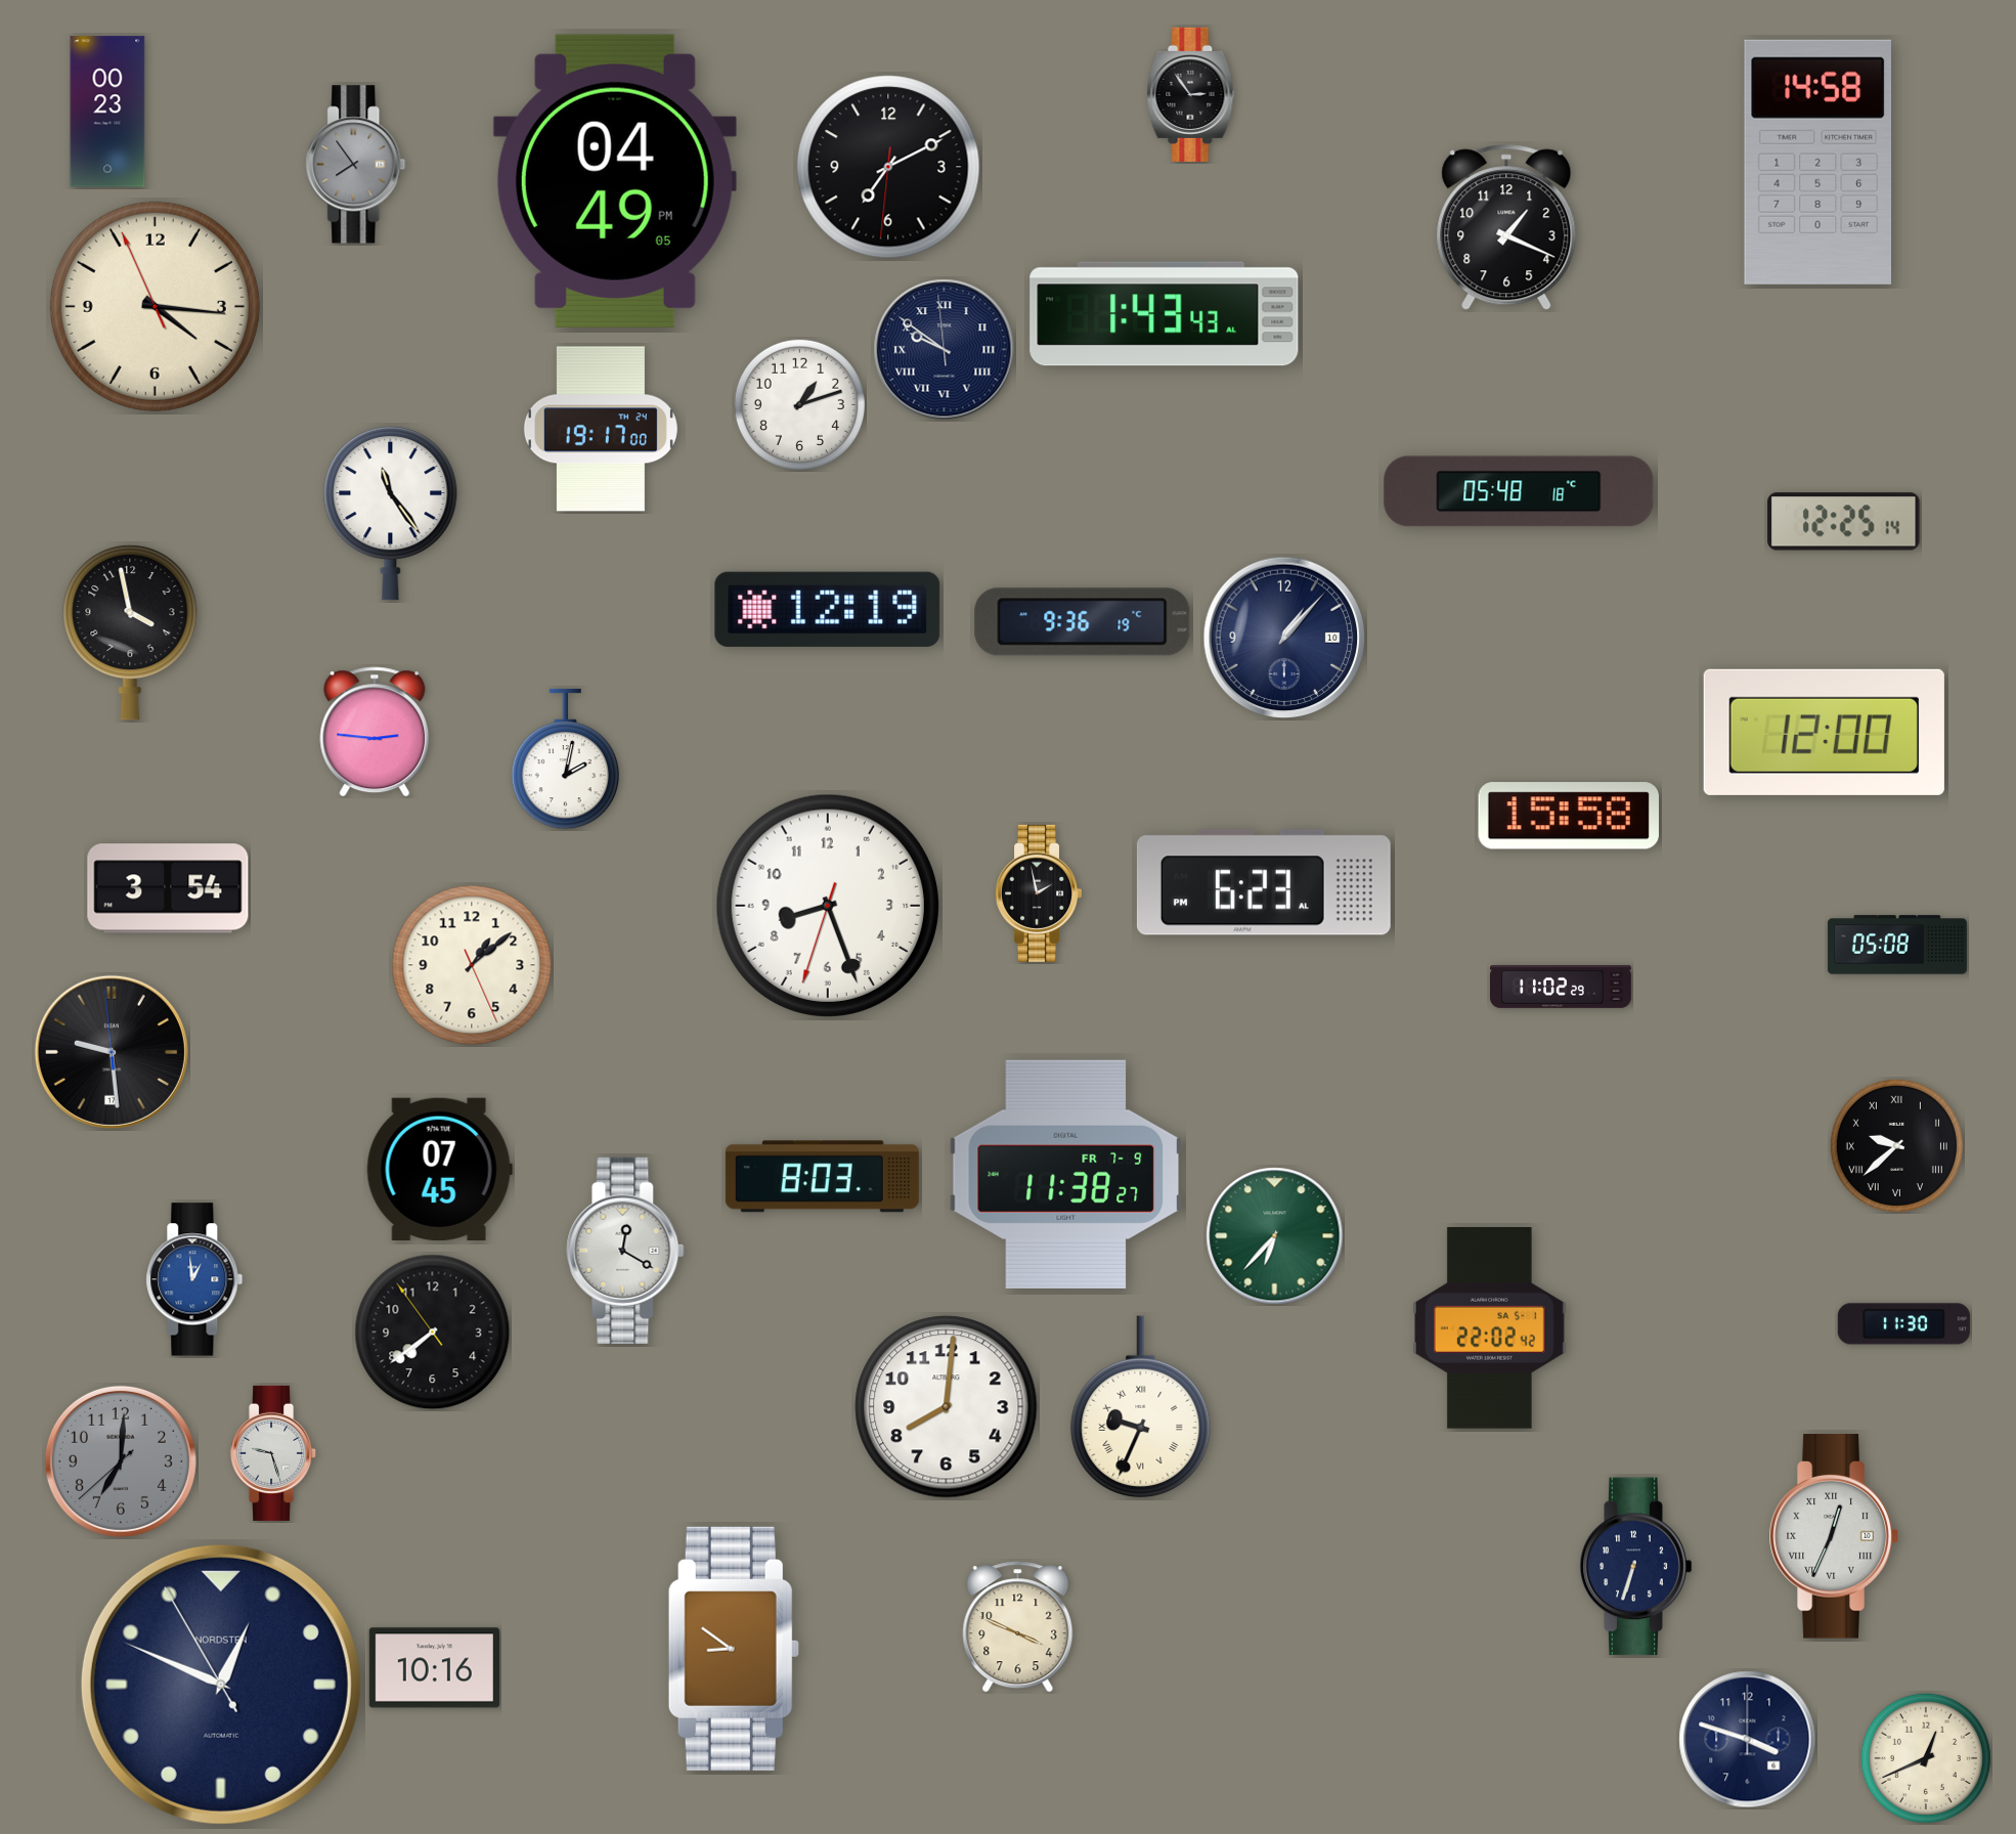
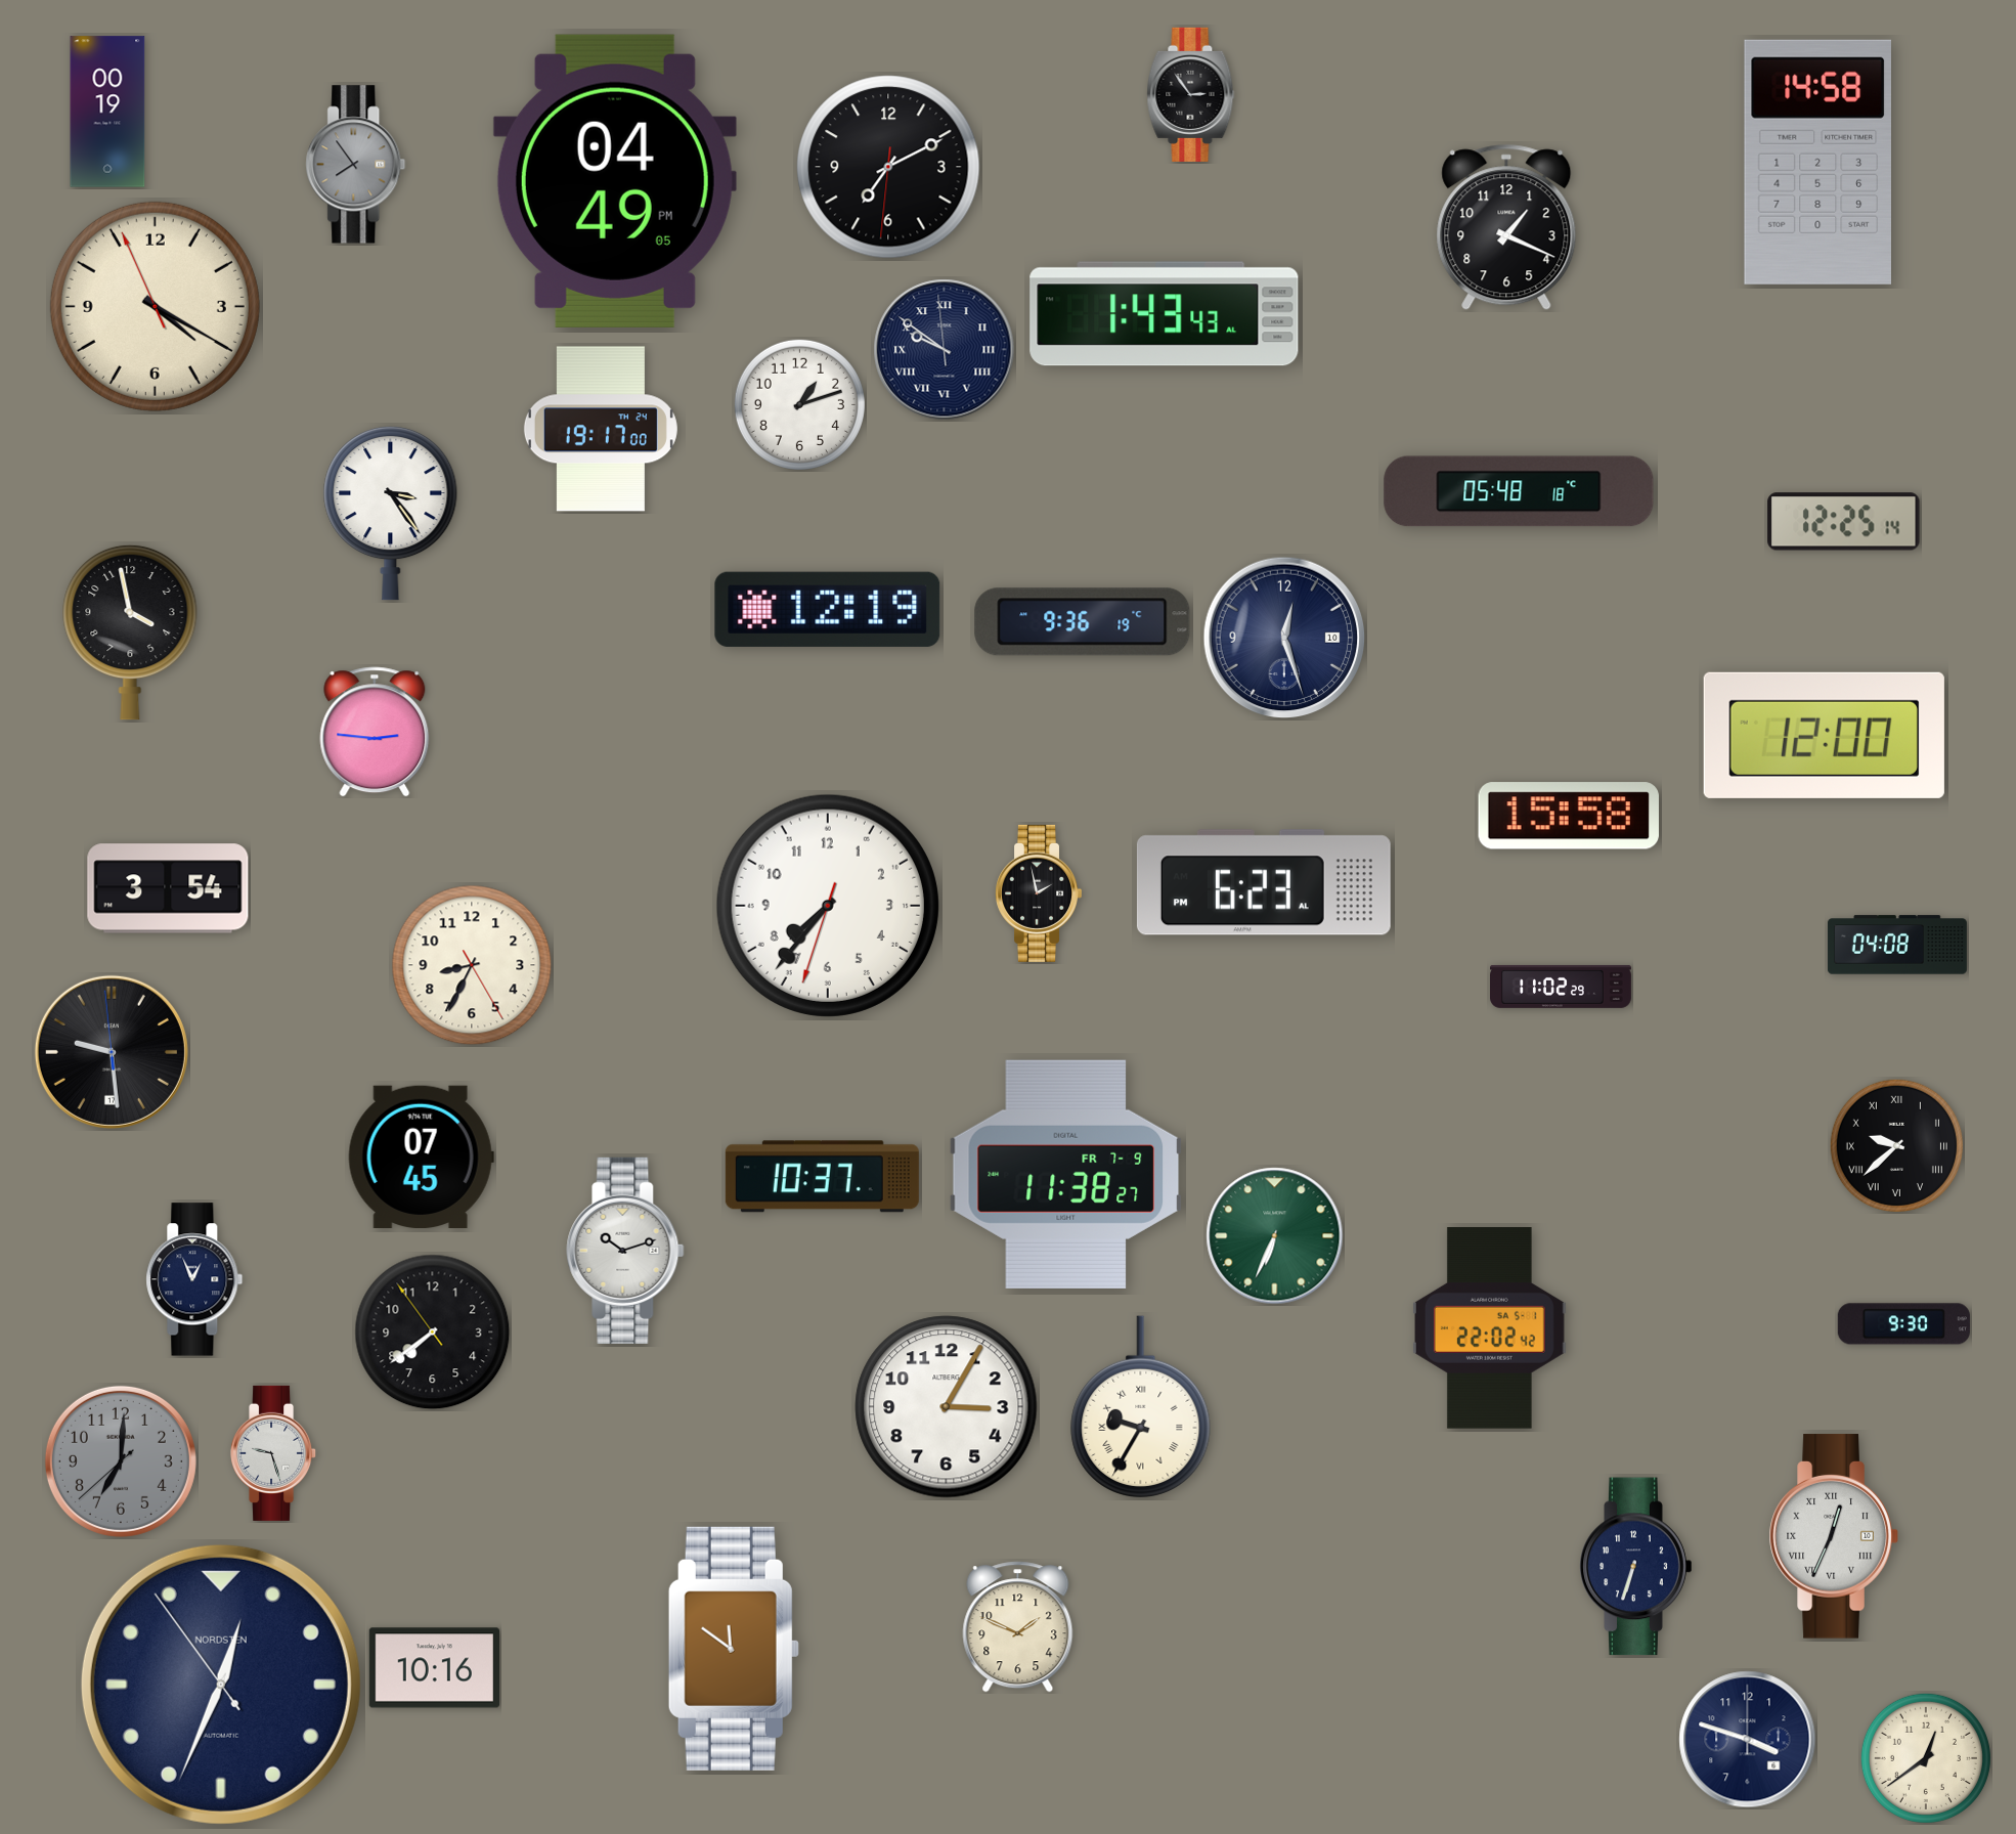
clock at (107, 112): 00:23 -> 00:19
clock at (155, 306): 4:15 -> 4:19
clock at (391, 513): 11:24 -> 3:24
clock at (1284, 638): 1:07 -> 12:27
clock at (1824, 732) position: (1824, 732) -> (1824, 735)
clock at (565, 759): 2:02 -> none
clock at (828, 906): 8:26 -> 7:36
clock at (1897, 945): 05:08 -> 04:08
clock at (472, 965): 1:08 -> 8:34
clock at (439, 1169) position: (439, 1169) -> (421, 1156)
clock at (822, 1177): 8:03 -> 10:37
clock at (1275, 1236): 6:37 -> 6:34
clock at (625, 1251): 12:20 -> 10:12
clock at (194, 1279): 12:59 -> 12:56
clock at (194, 1279) dial: blue -> navy
clock at (1903, 1324): 11:30 -> 9:30
clock at (947, 1407): 8:01 -> 3:05
clock at (1141, 1407): 9:34 -> 9:35
clock at (1018, 1627): 3:49 -> 1:49
clock at (734, 1649): 8:51 -> 11:51
clock at (221, 1685): 12:48 -> 12:33
clock at (1926, 1758): 12:41 -> 12:39
